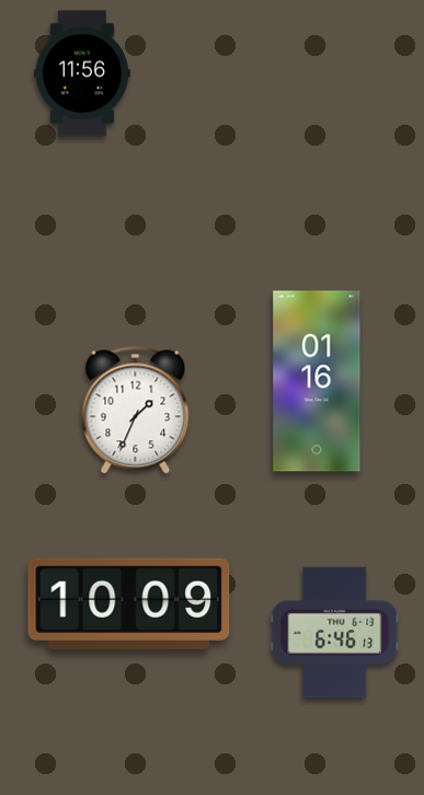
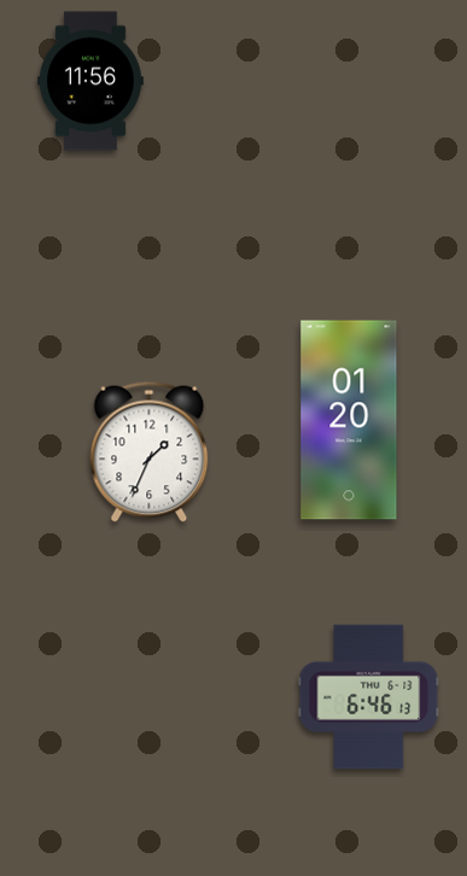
clock at (317, 381): 01:16 -> 01:20
clock at (129, 603): 10:09 -> none
